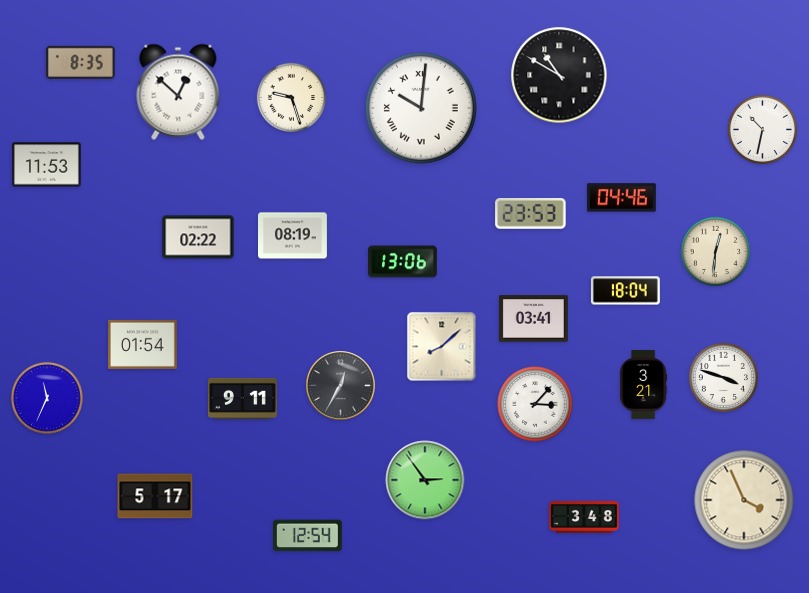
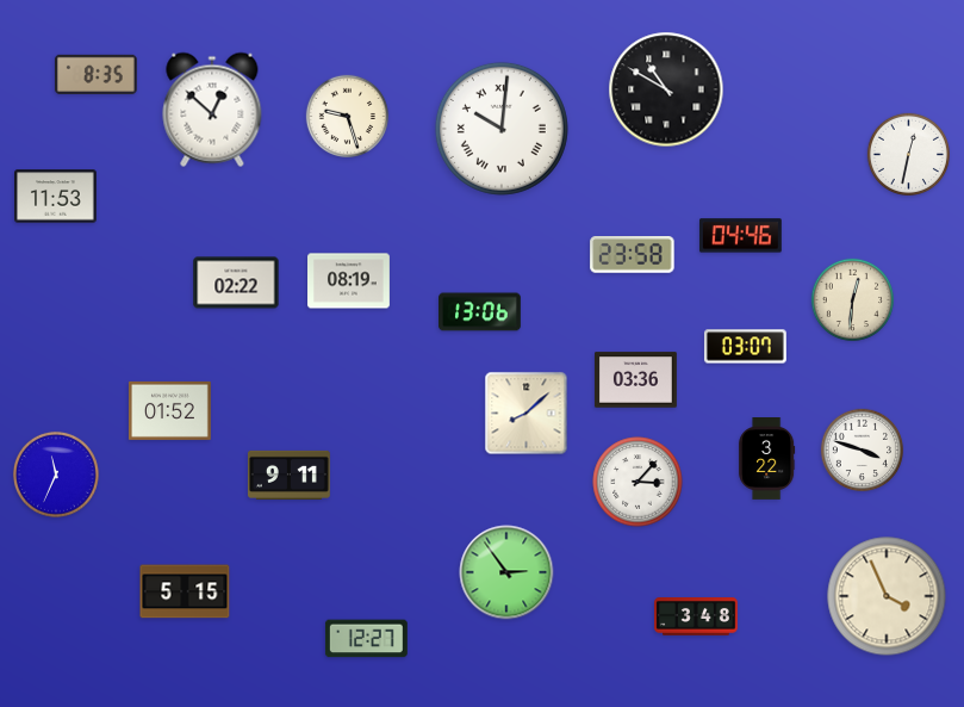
clock at (762, 129): 10:32 -> 12:32
clock at (531, 214): 23:53 -> 23:58
clock at (625, 291): 18:04 -> 03:07
clock at (534, 319): 03:41 -> 03:36
clock at (142, 344): 01:54 -> 01:52
clock at (644, 385): 3:21 -> 3:22
clock at (341, 386): 12:35 -> none
clock at (155, 496): 5:17 -> 5:15
clock at (307, 536): 12:54 -> 12:27
